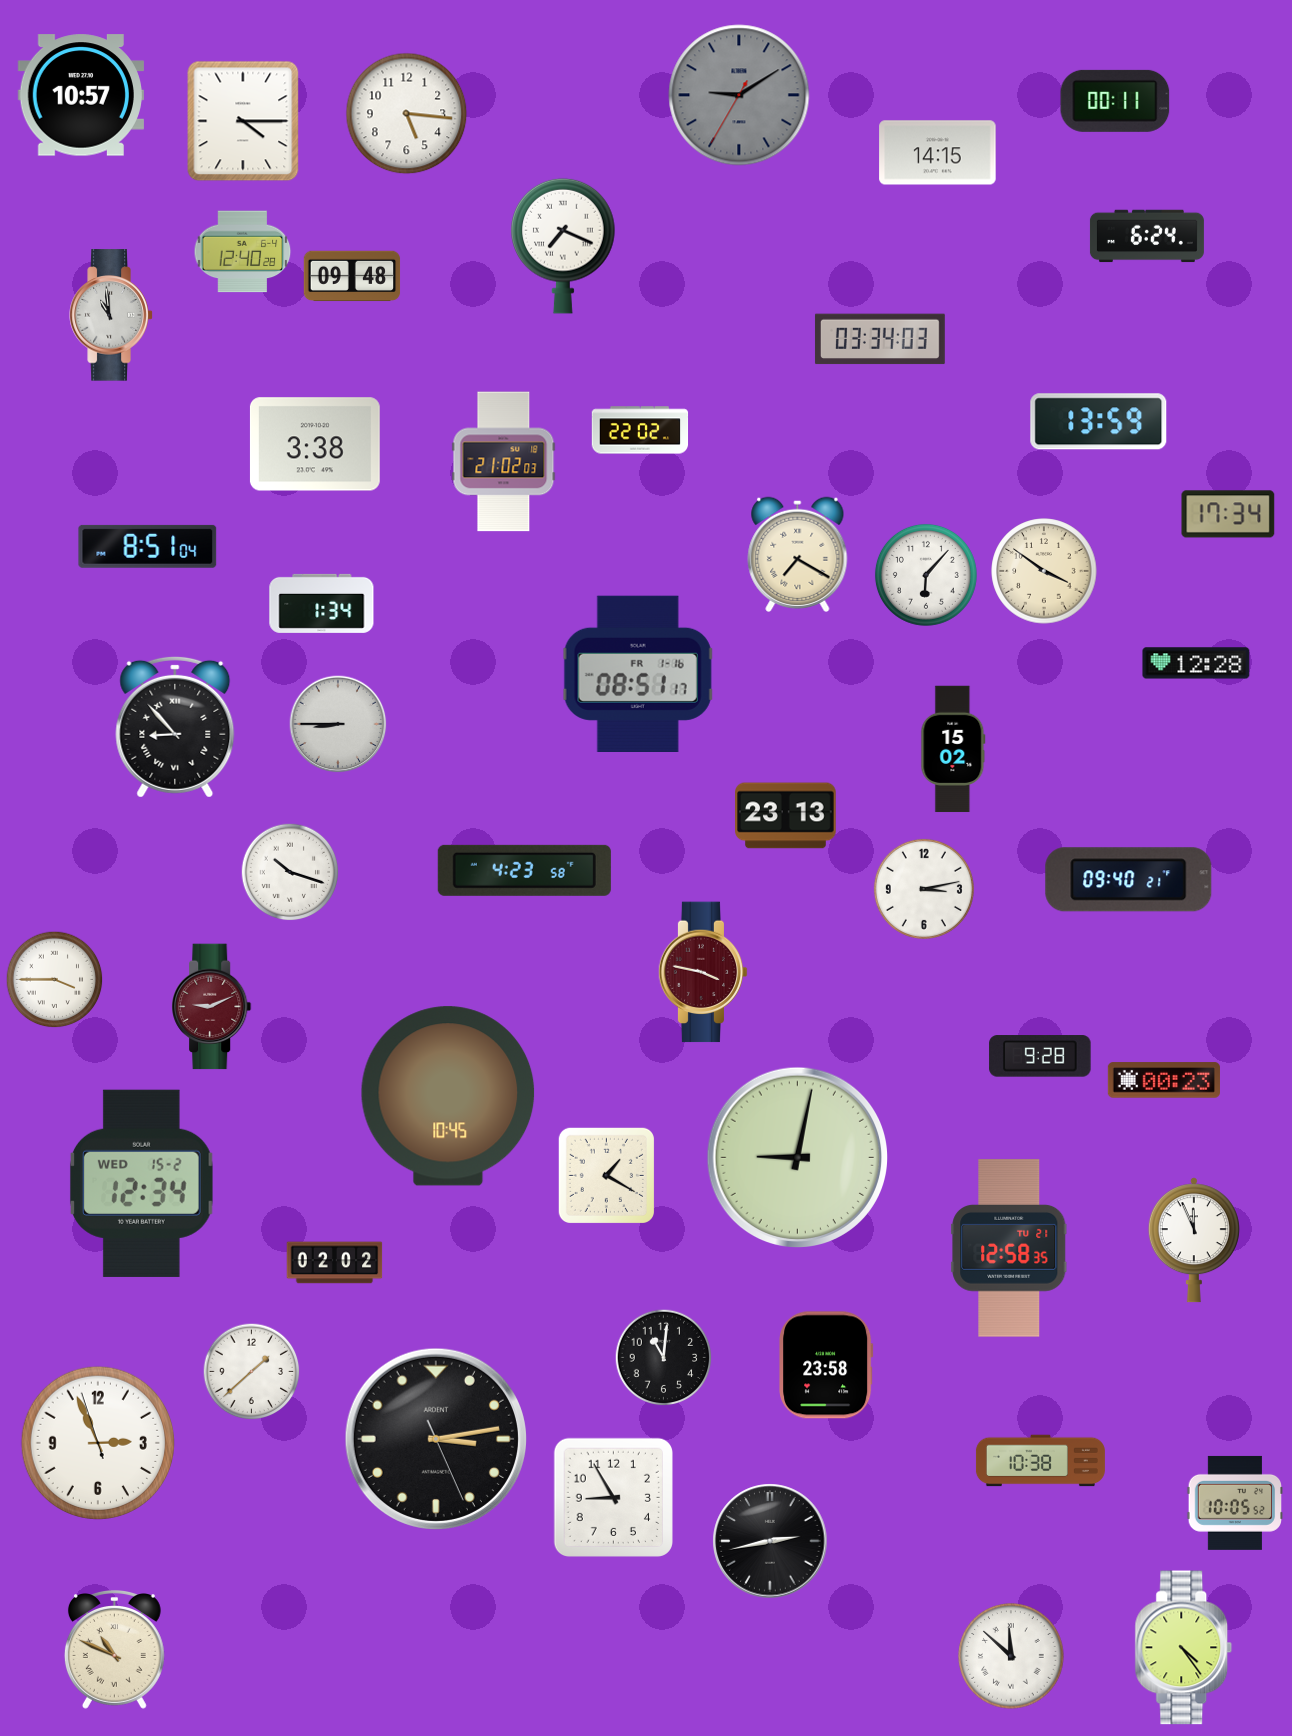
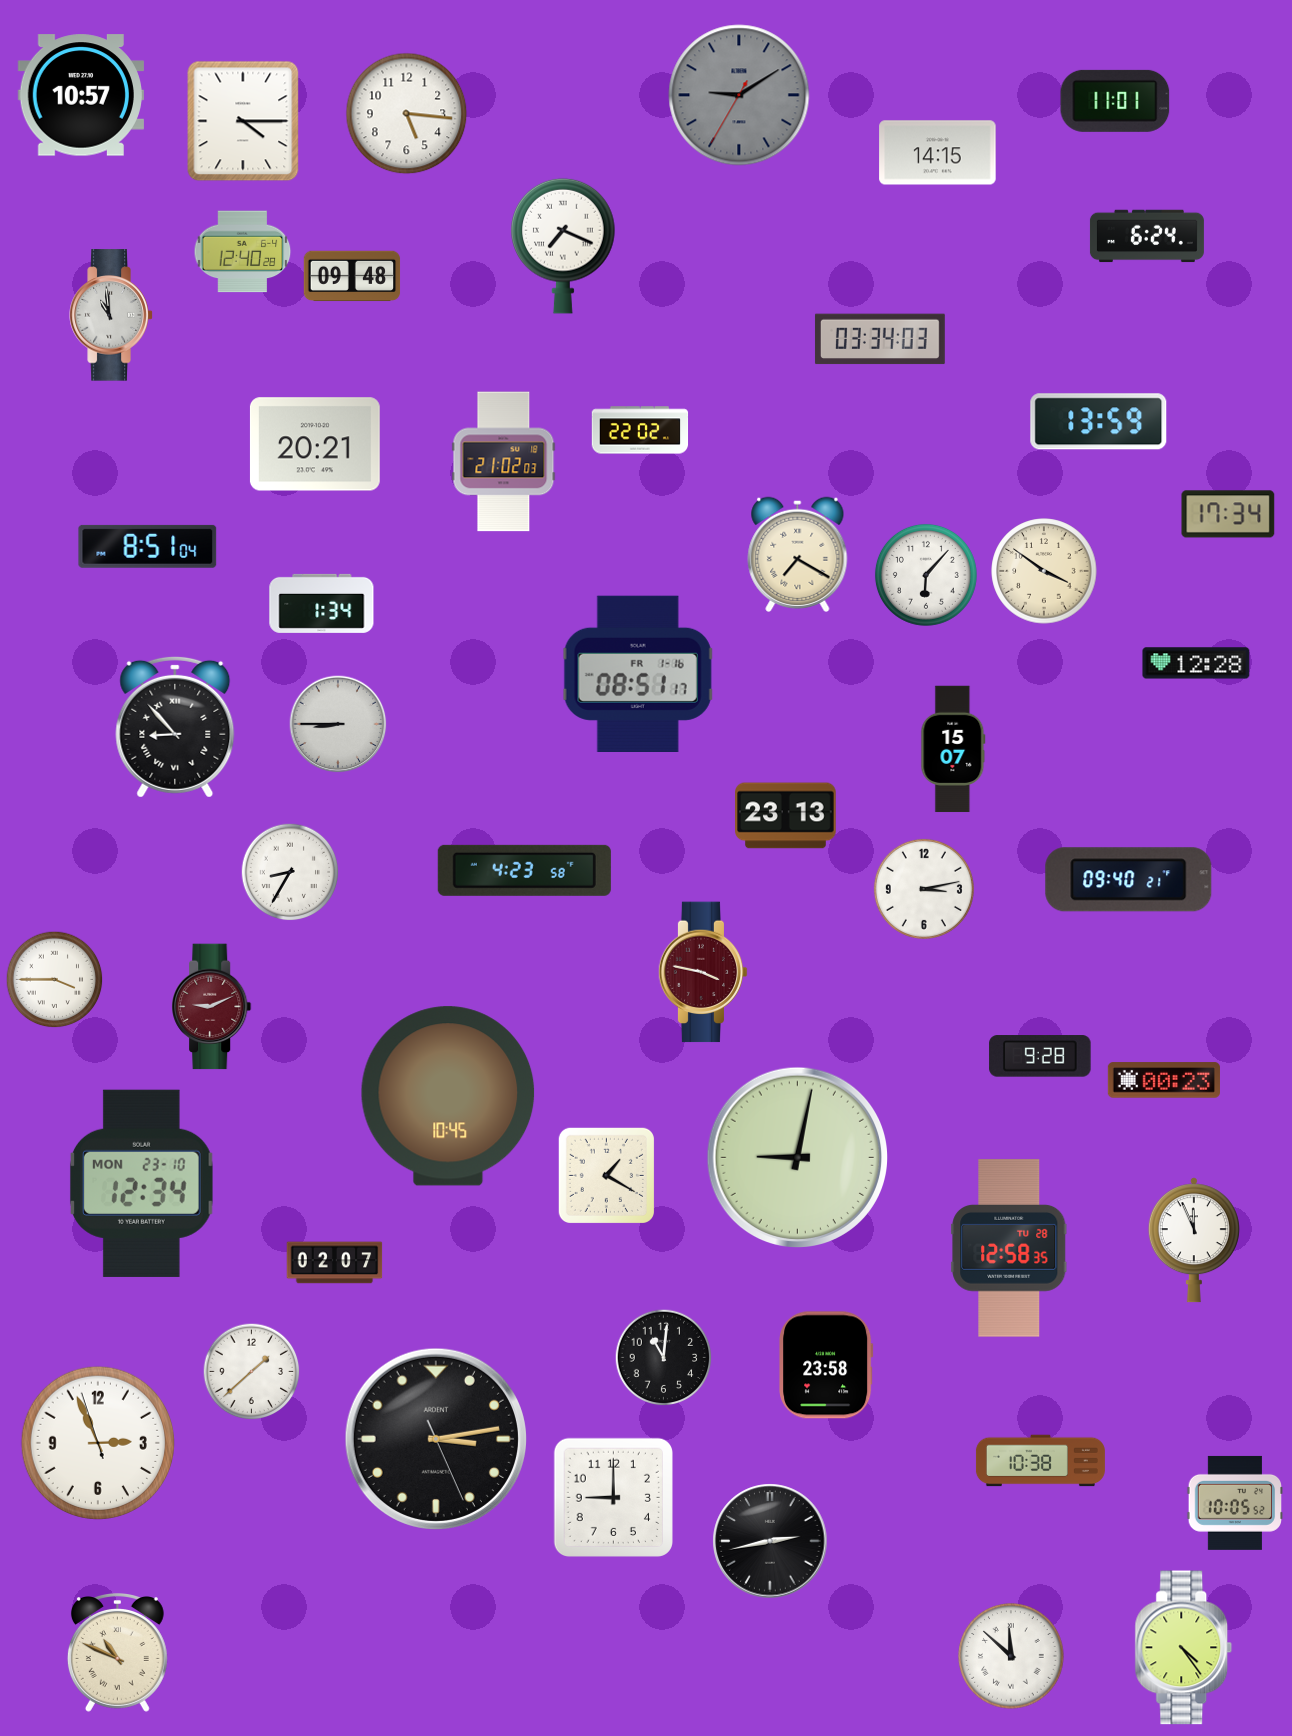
clock at (1115, 101): 00:11 -> 11:01
clock at (315, 444): 3:38 -> 20:21
clock at (953, 749): 15:02 -> 15:07
clock at (290, 872): 10:18 -> 8:35
clock at (141, 1183) date: WED 15-2 -> MON 23-10
clock at (1009, 1248) date: TU 21 -> TU 28
clock at (335, 1263): 02:02 -> 02:07
clock at (613, 1497): 8:55 -> 9:00
clock at (114, 1650) position: (114, 1650) -> (117, 1653)
